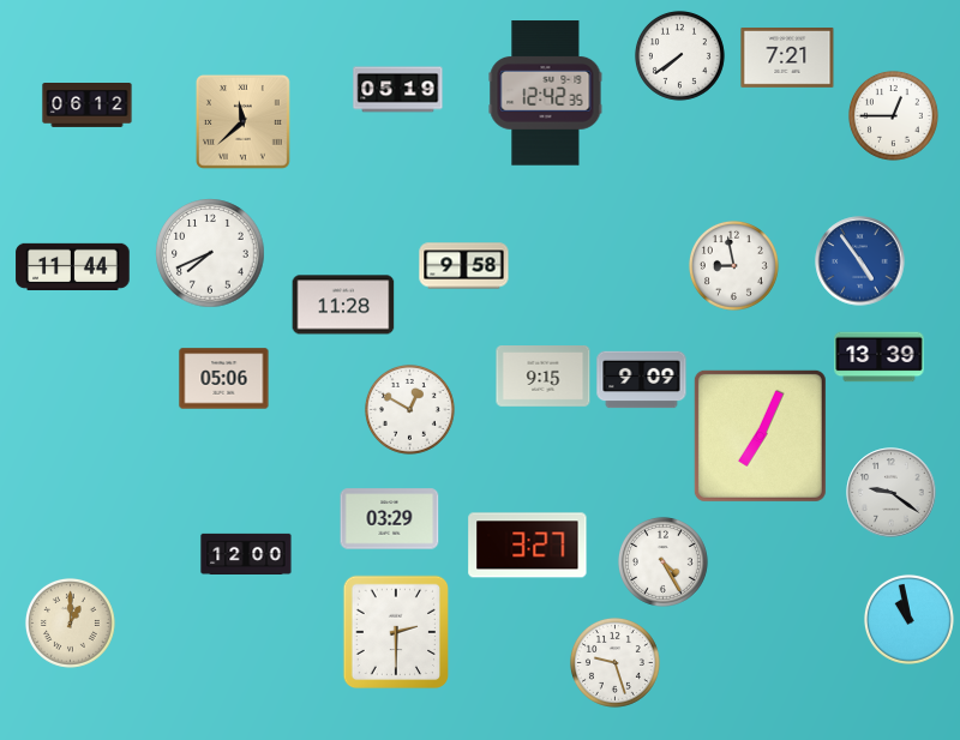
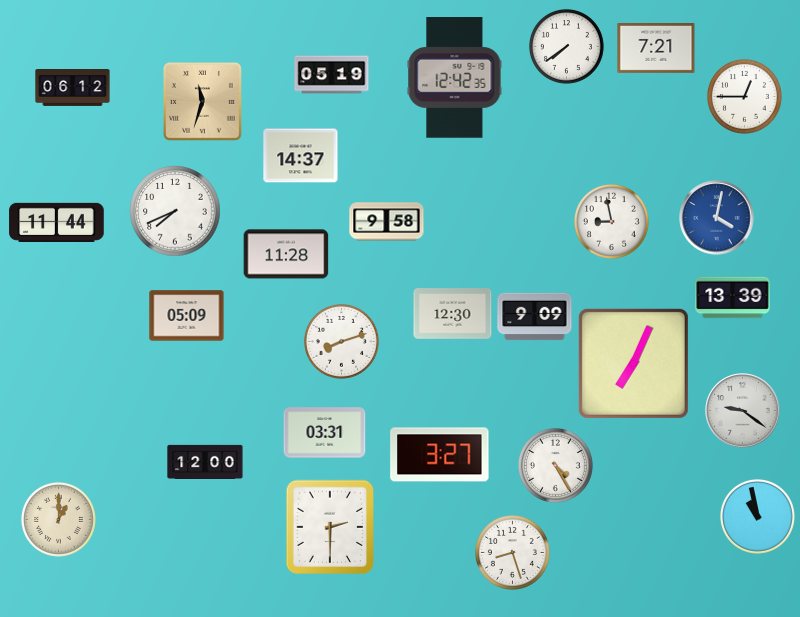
clock at (242, 121): 11:38 -> 11:33
clock at (301, 156): none -> 14:37
clock at (860, 261): 4:54 -> 4:02
clock at (73, 266) position: (73, 266) -> (57, 222)
clock at (544, 377): 9:15 -> 12:30
clock at (224, 379): 05:06 -> 05:09
clock at (409, 409): 12:50 -> 8:12
clock at (390, 519): 03:29 -> 03:31
clock at (662, 561) position: (662, 561) -> (555, 465)
clock at (614, 662): 9:27 -> 8:27
